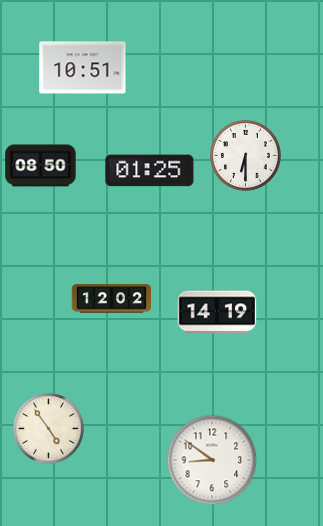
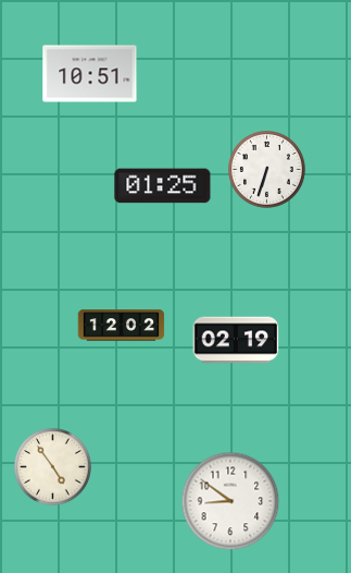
clock at (246, 156): 6:30 -> 6:33
clock at (41, 166): 08:50 -> none
clock at (217, 312): 14:19 -> 02:19
